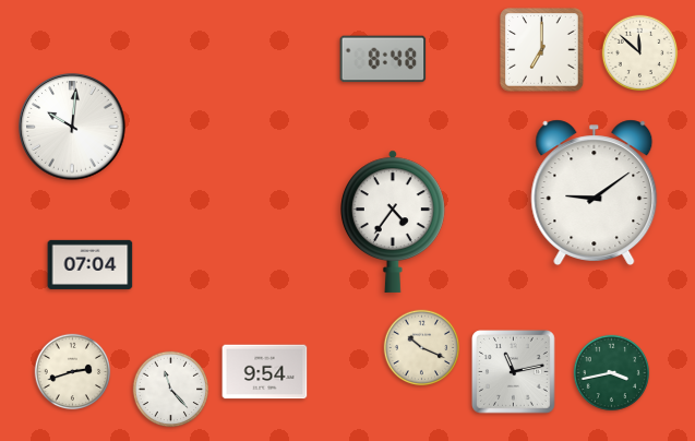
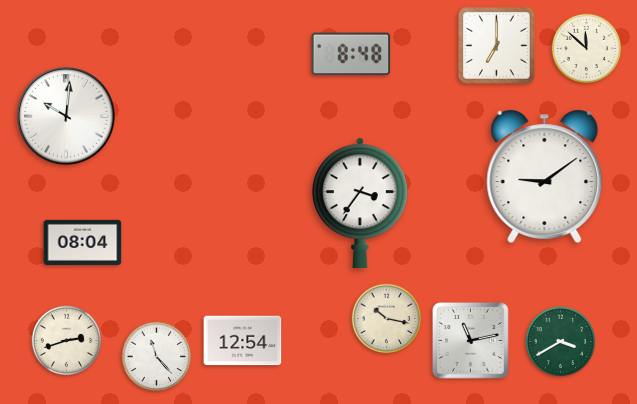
clock at (393, 222): 4:36 -> 3:36
clock at (91, 264): 07:04 -> 08:04
clock at (422, 348): 10:19 -> 10:17
clock at (265, 372): 9:54 -> 12:54
clock at (612, 373): 3:43 -> 3:40
